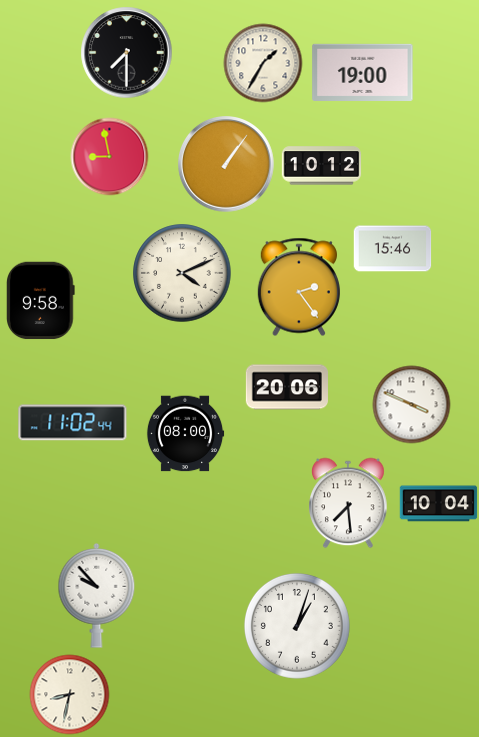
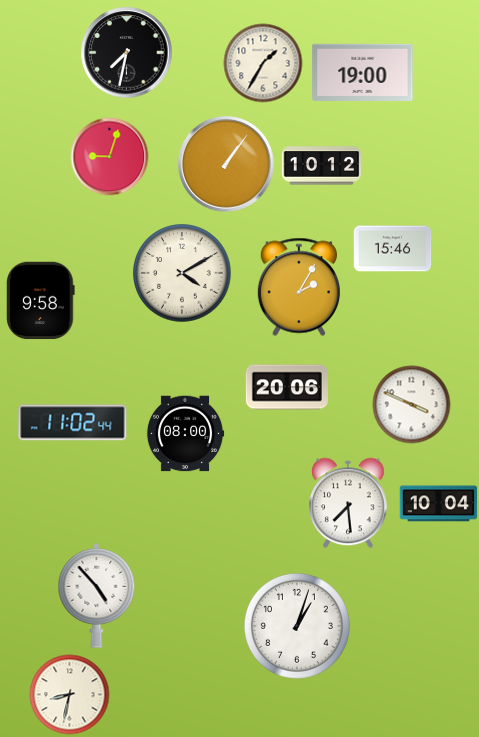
clock at (126, 52): 7:30 -> 7:32
clock at (109, 156): 8:58 -> 9:03
clock at (182, 273): 4:11 -> 4:10
clock at (299, 287): 2:24 -> 2:05
clock at (97, 596): 9:53 -> 4:53
